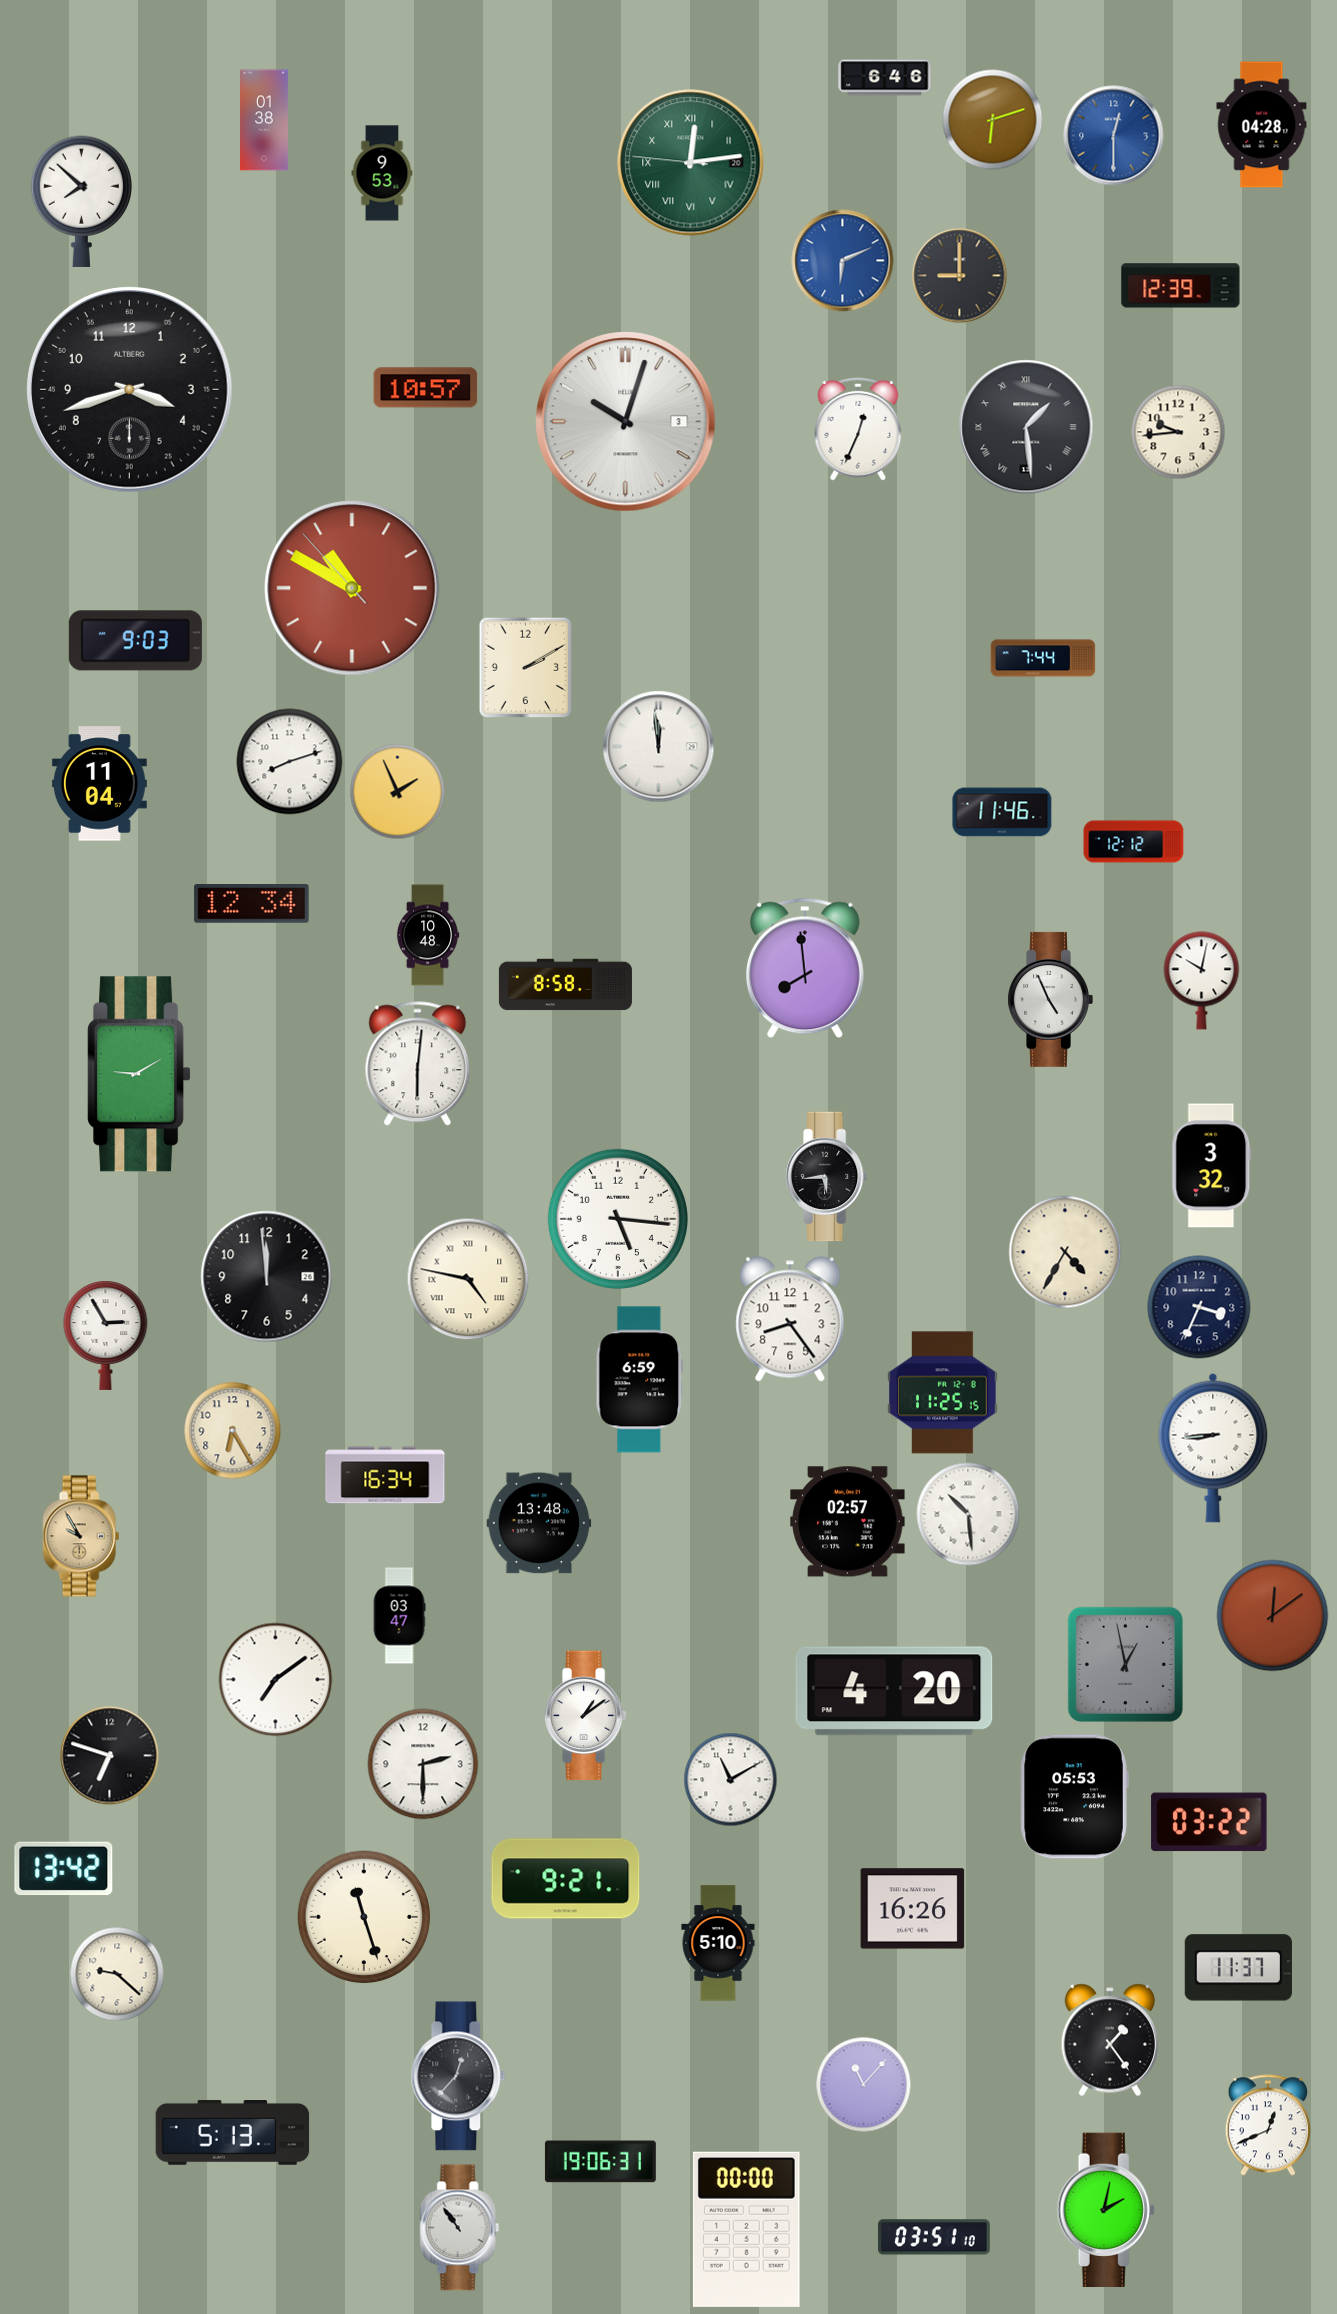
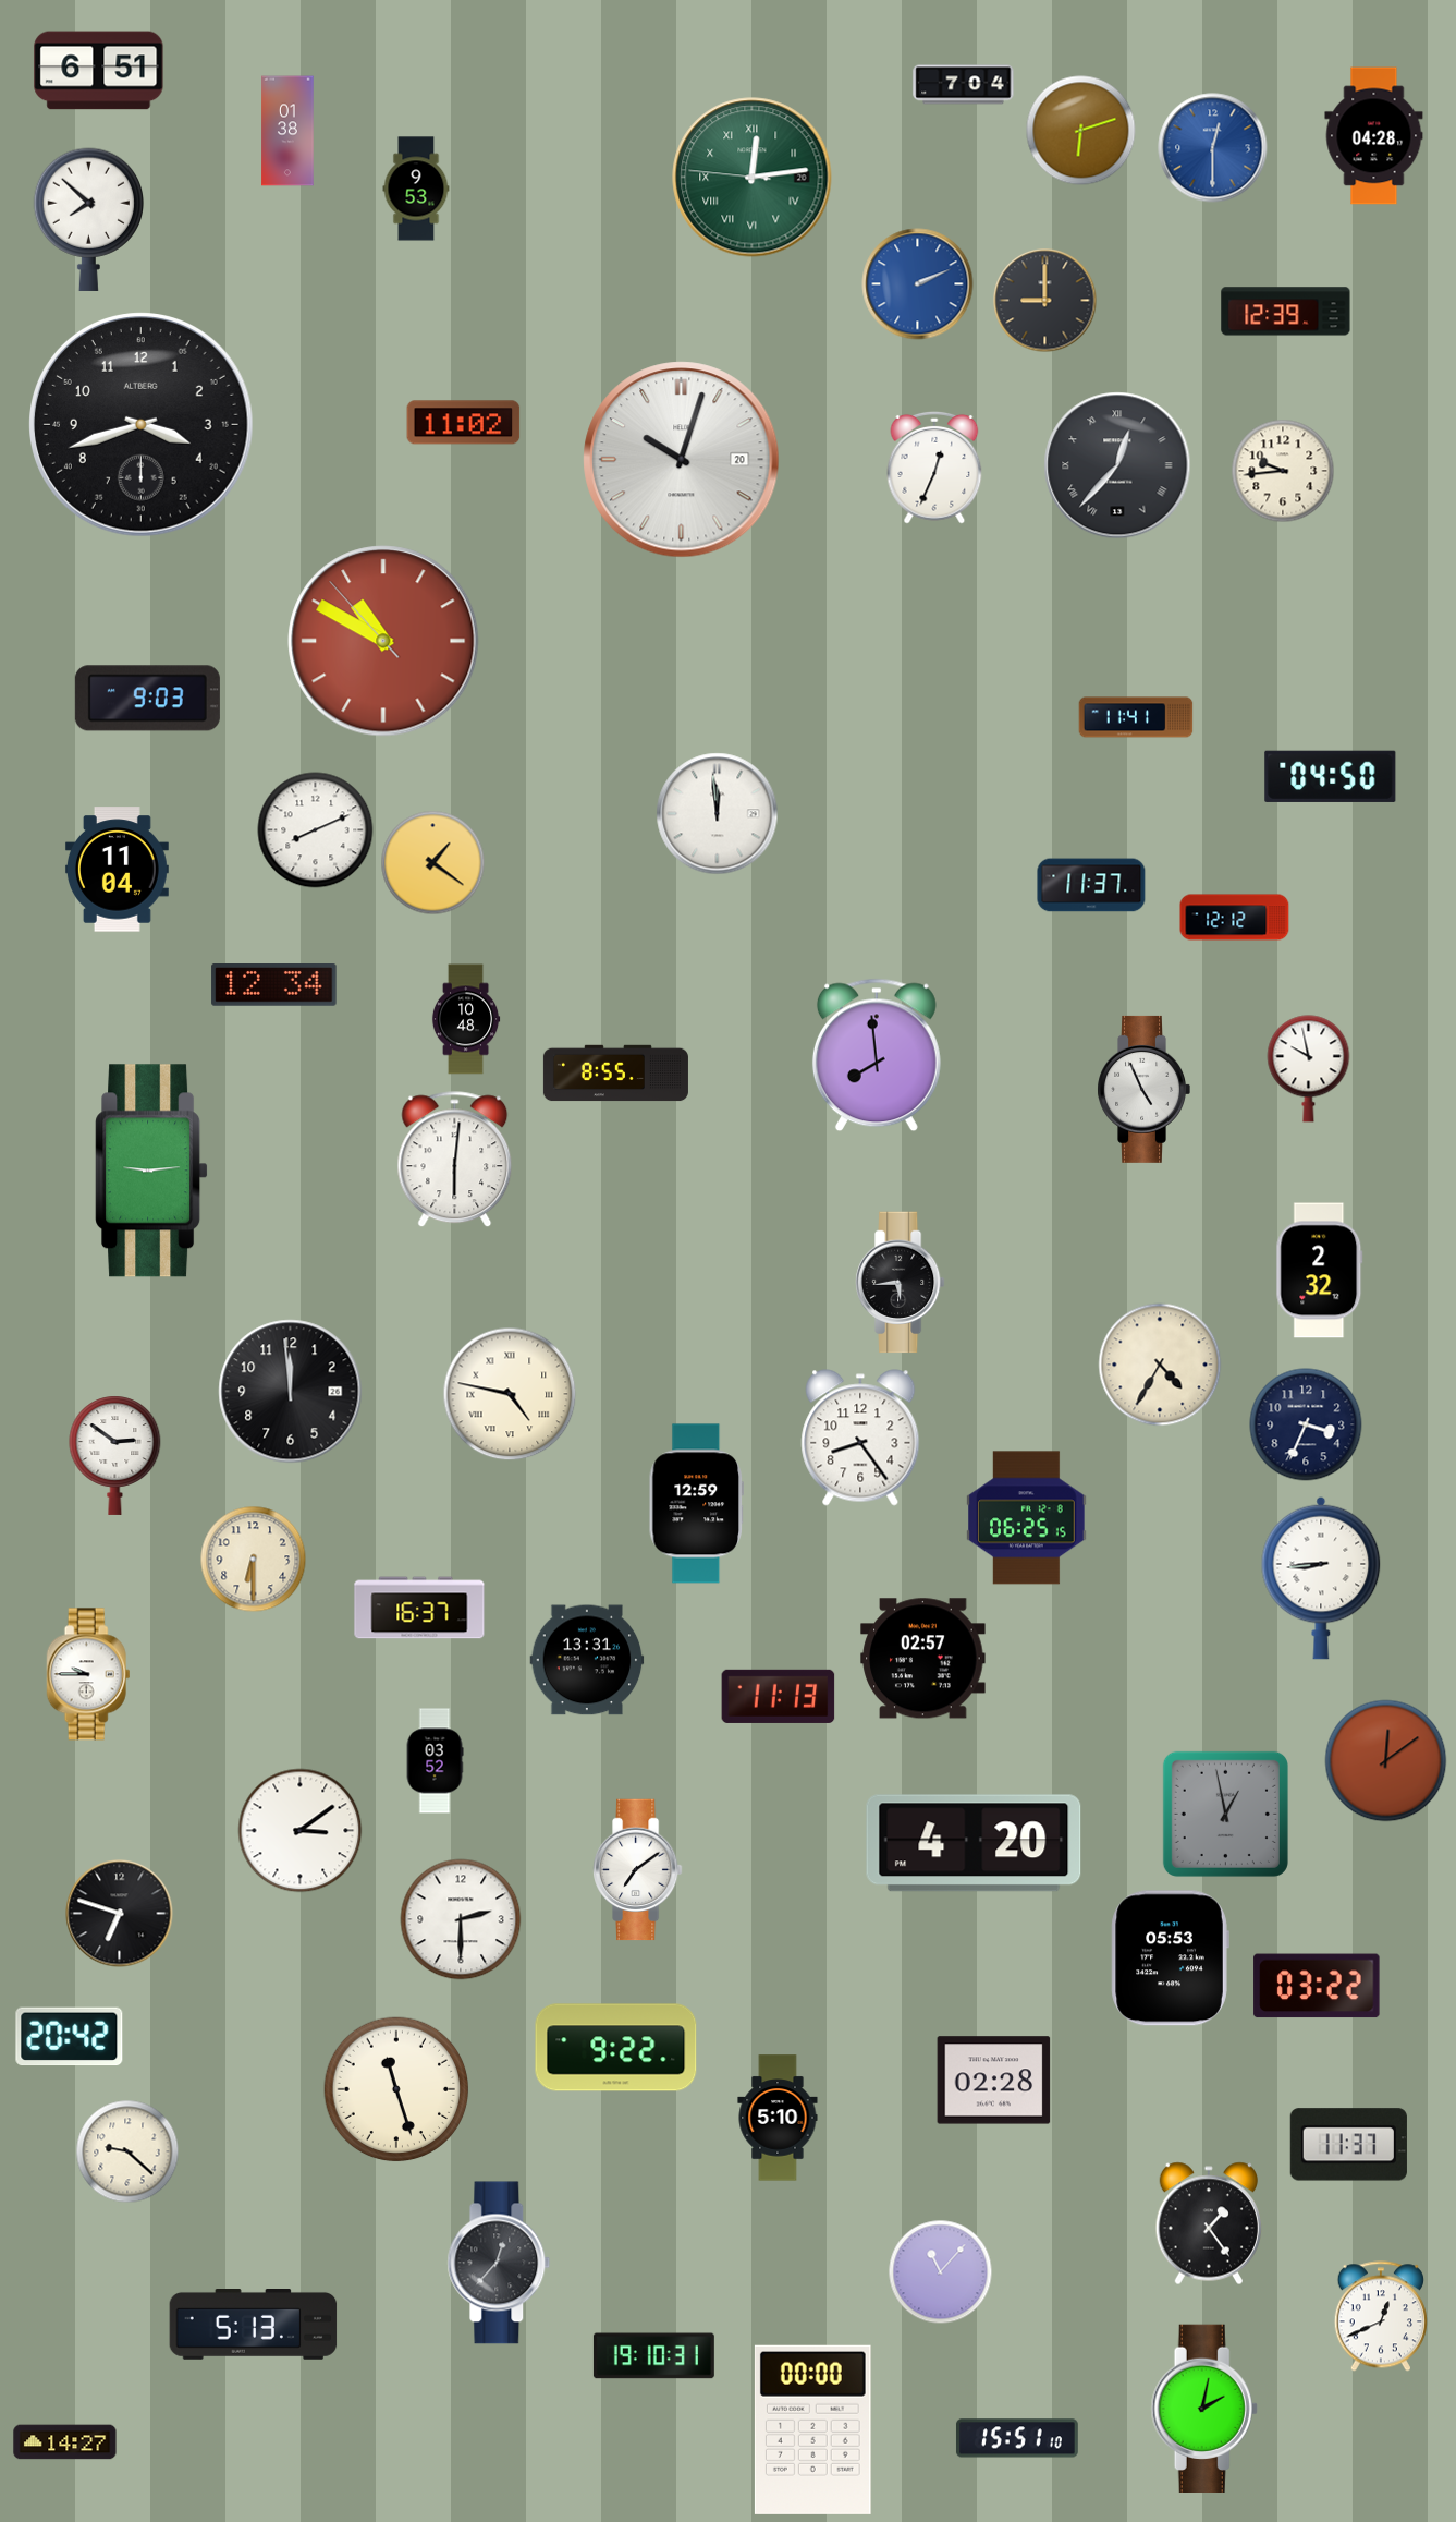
clock at (99, 71): none -> 6:51
clock at (885, 78): 6:46 -> 7:04
clock at (843, 261): 6:11 -> 2:11
clock at (426, 388): 10:57 -> 11:02
clock at (626, 422) date: 3 -> 20
clock at (1026, 427): 1:29 -> 12:37
clock at (1043, 658): 7:44 -> 11:41
clock at (526, 668): 2:10 -> none
clock at (1331, 776): none -> 04:50
clock at (290, 762): 8:12 -> 8:11
clock at (99, 784) position: (99, 784) -> (117, 870)
clock at (398, 792): 1:56 -> 1:21
clock at (1002, 812): 11:46 -> 11:37
clock at (1202, 981): 10:02 -> 9:58
clock at (565, 985): 8:58 -> 8:55
clock at (139, 1074): 9:10 -> 9:14
clock at (1212, 1166): 3:32 -> 2:32
clock at (618, 1219): 5:16 -> none
clock at (106, 1335): 2:55 -> 2:51
clock at (639, 1380): 6:59 -> 12:59
clock at (943, 1393): 11:25 -> 06:25
clock at (233, 1431): 6:25 -> 6:30
clock at (385, 1475): 16:34 -> 16:37
clock at (968, 1514): 10:29 -> none
clock at (539, 1523): 13:48 -> 13:31
clock at (81, 1536): 9:55 -> 9:45
clock at (81, 1536) dial: champagne -> white
clock at (779, 1696): none -> 11:13
clock at (399, 1616): 03:47 -> 03:52
clock at (276, 1680): 7:09 -> 3:09
clock at (586, 1716): 1:09 -> 7:09
clock at (423, 1764) position: (423, 1764) -> (461, 1919)
clock at (731, 1780): 11:10 -> none
clock at (64, 1869): 13:42 -> 20:42
clock at (566, 1879): 9:21 -> 9:22
clock at (913, 1909): 16:26 -> 02:28
clock at (718, 1943) position: (718, 1943) -> (778, 2118)
clock at (600, 2162): 19:06 -> 19:10
clock at (460, 2228): 10:54 -> none
clock at (934, 2237): 03:51 -> 15:51
clock at (65, 2442): none -> 14:27
